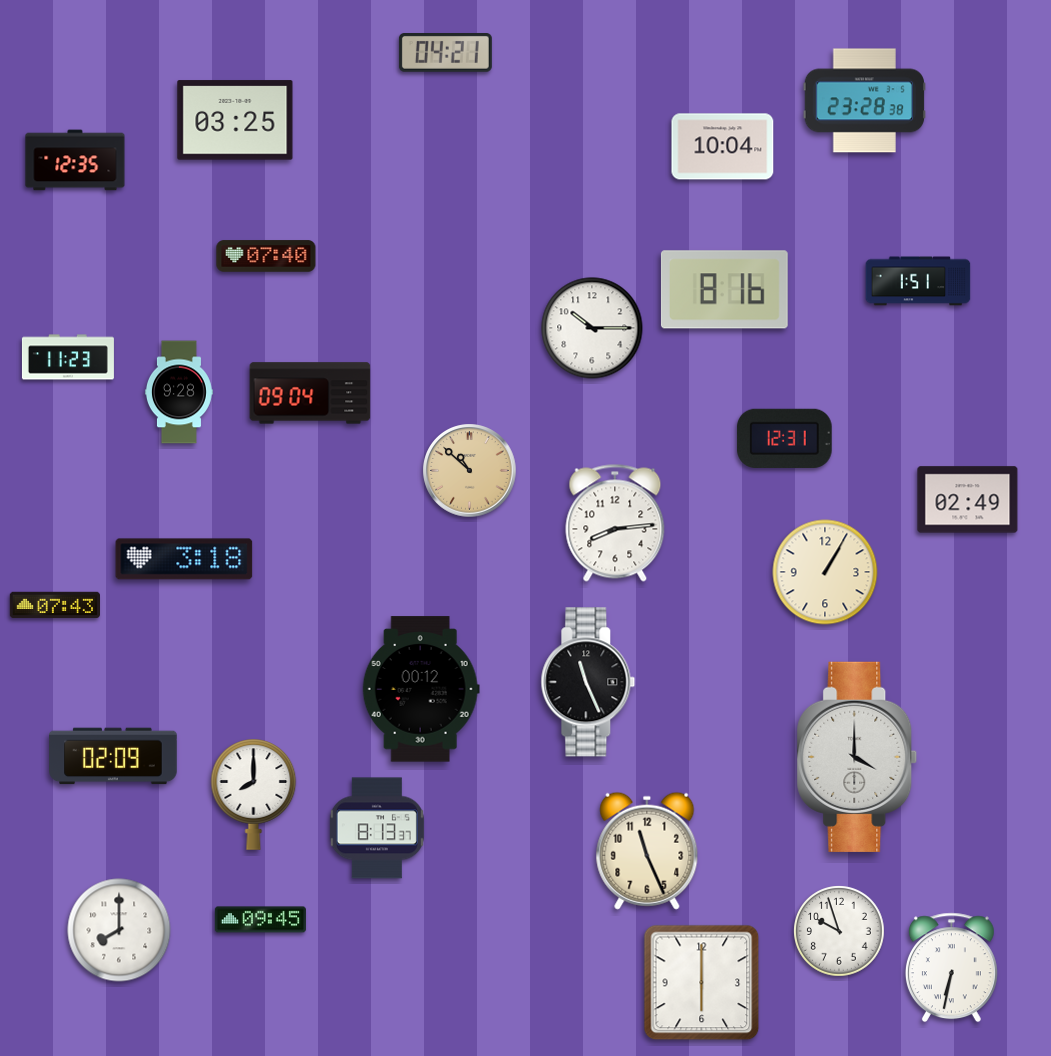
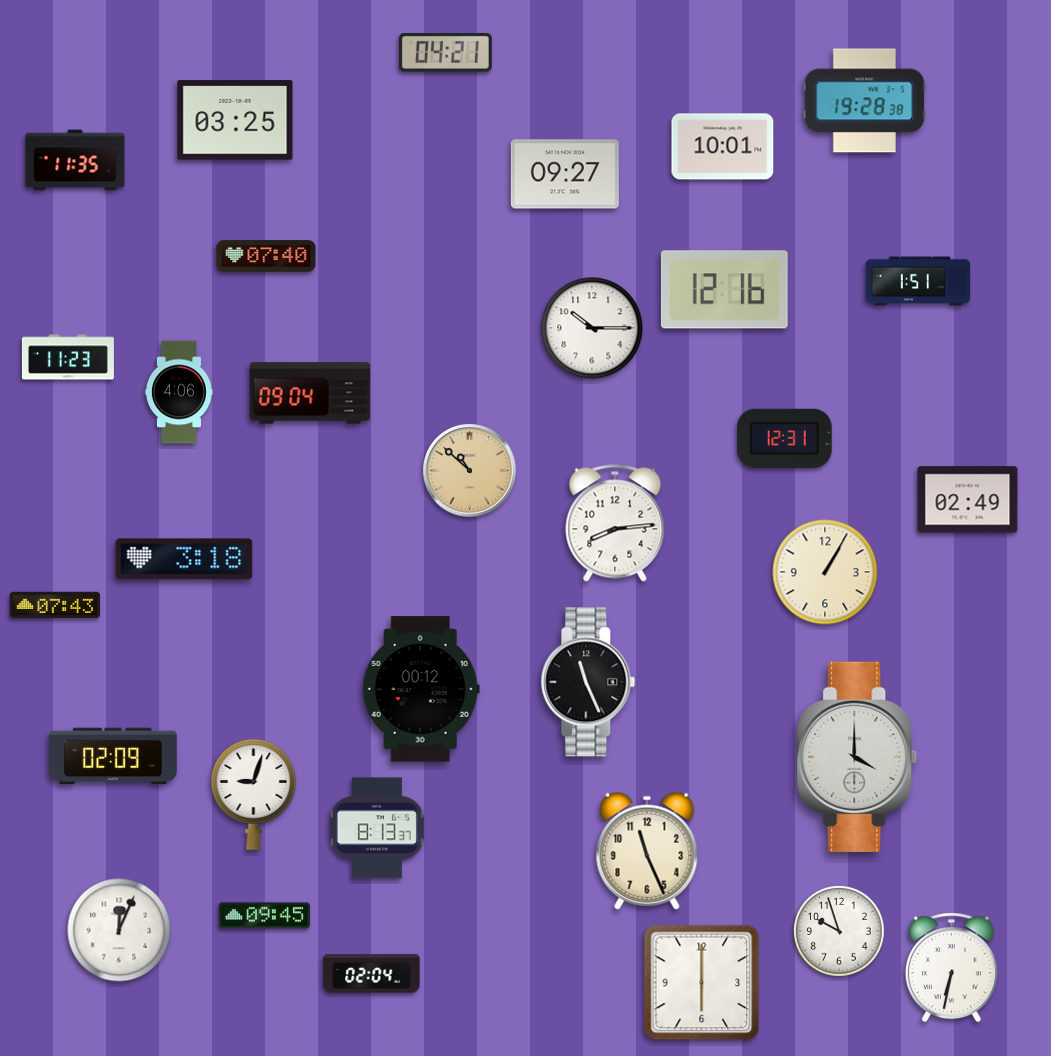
clock at (864, 101): 23:28 -> 19:28
clock at (723, 147): 10:04 -> 10:01
clock at (75, 160): 12:35 -> 11:35
clock at (565, 174): none -> 09:27
clock at (724, 290): 8:16 -> 12:16
clock at (179, 392): 9:28 -> 4:06
clock at (254, 794): 8:00 -> 9:03
clock at (260, 920) position: (260, 920) -> (264, 916)
clock at (119, 930): 8:00 -> 12:04
clock at (372, 974): none -> 02:04
